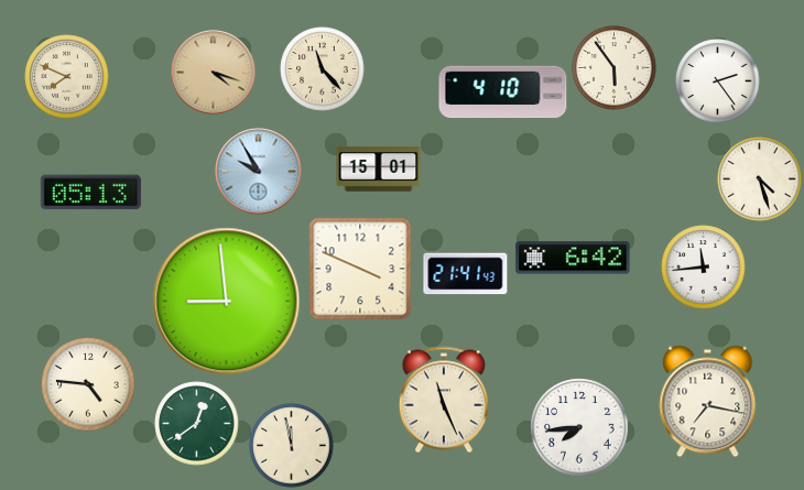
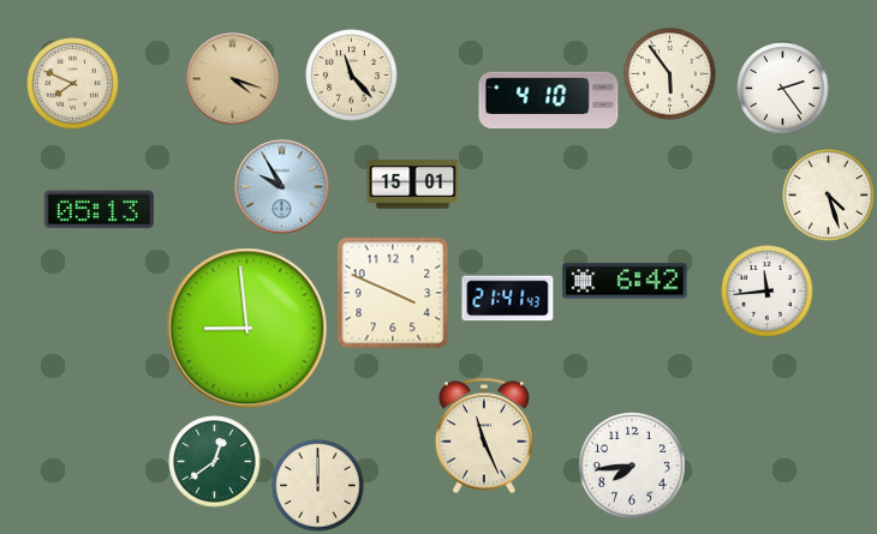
clock at (88, 384): 4:46 -> none
clock at (708, 402): 7:17 -> none
clock at (292, 446): 11:58 -> 12:00
